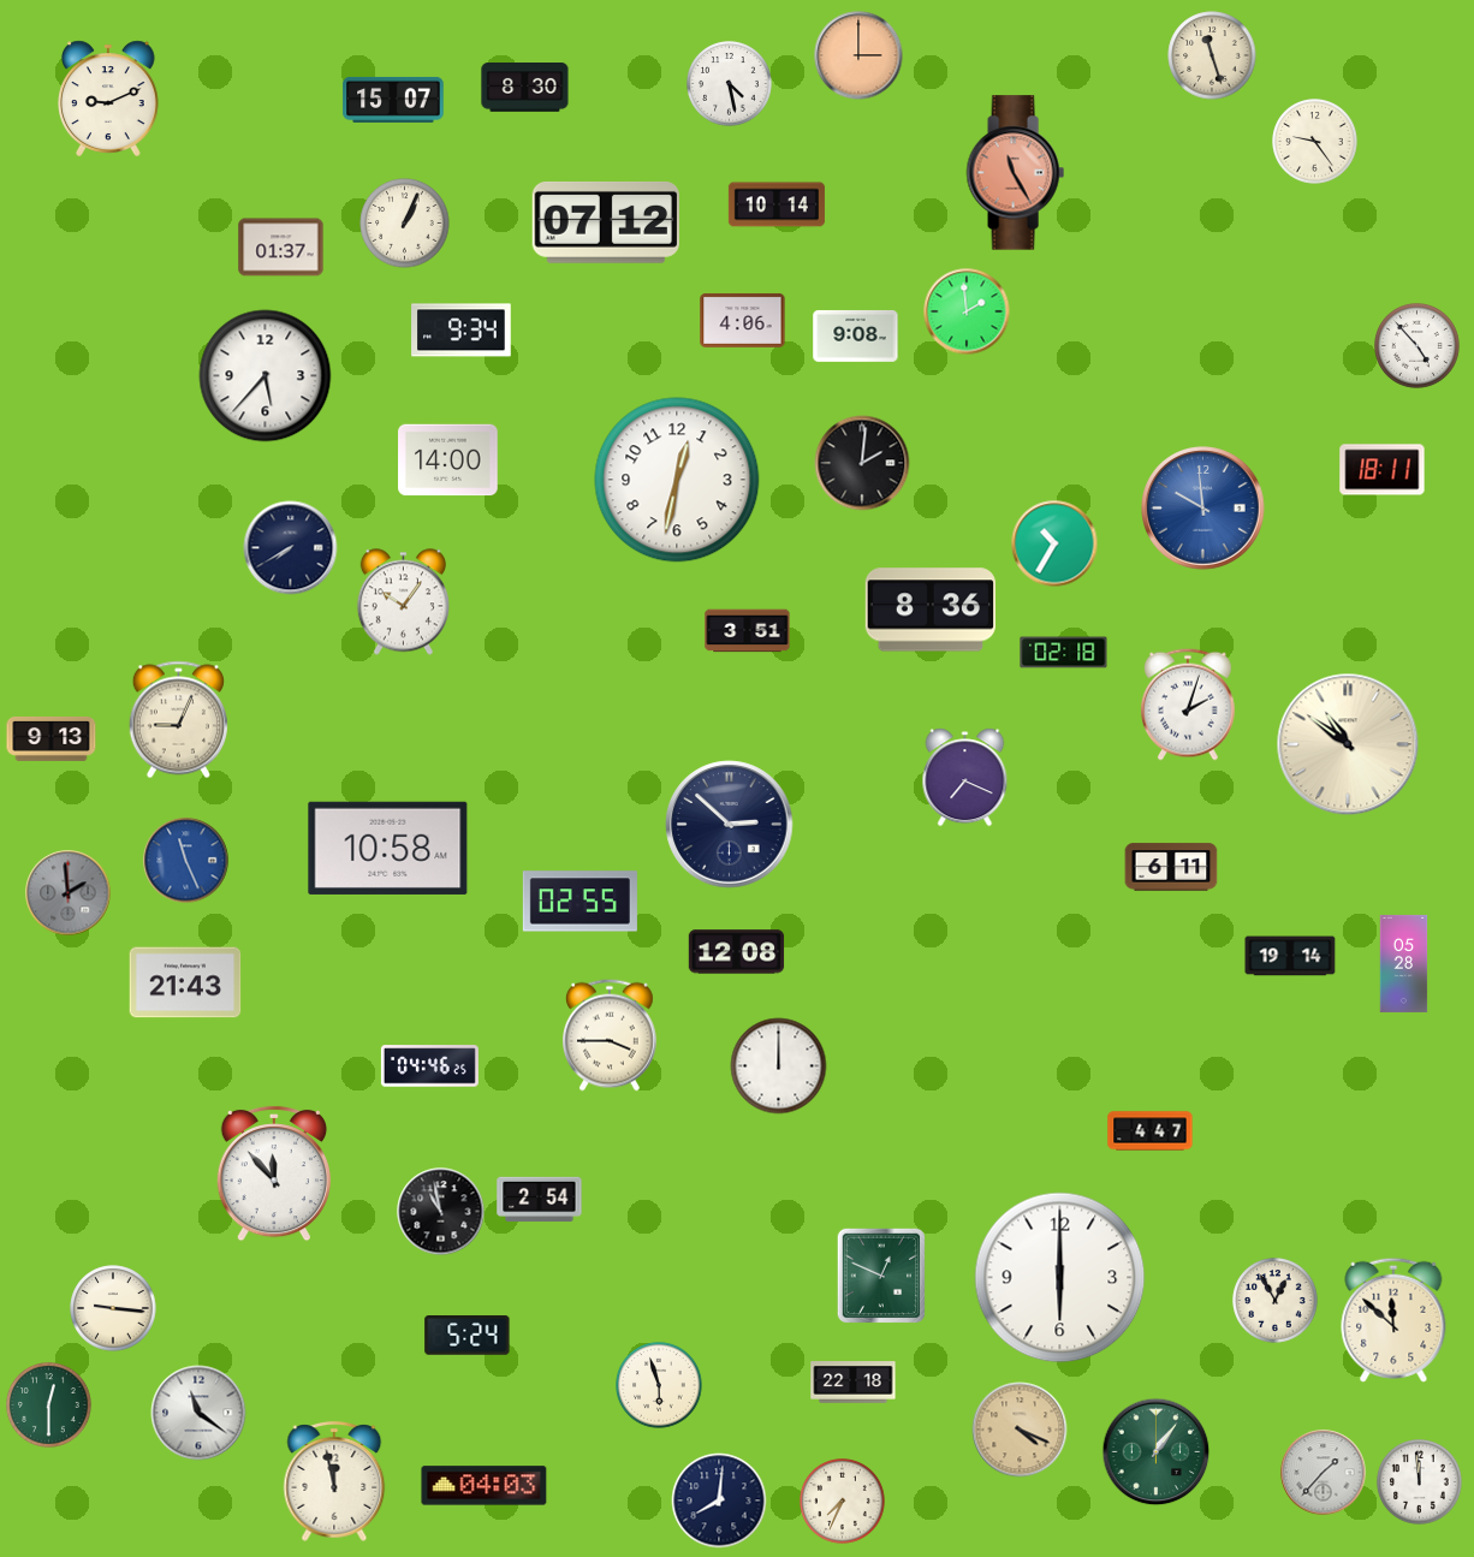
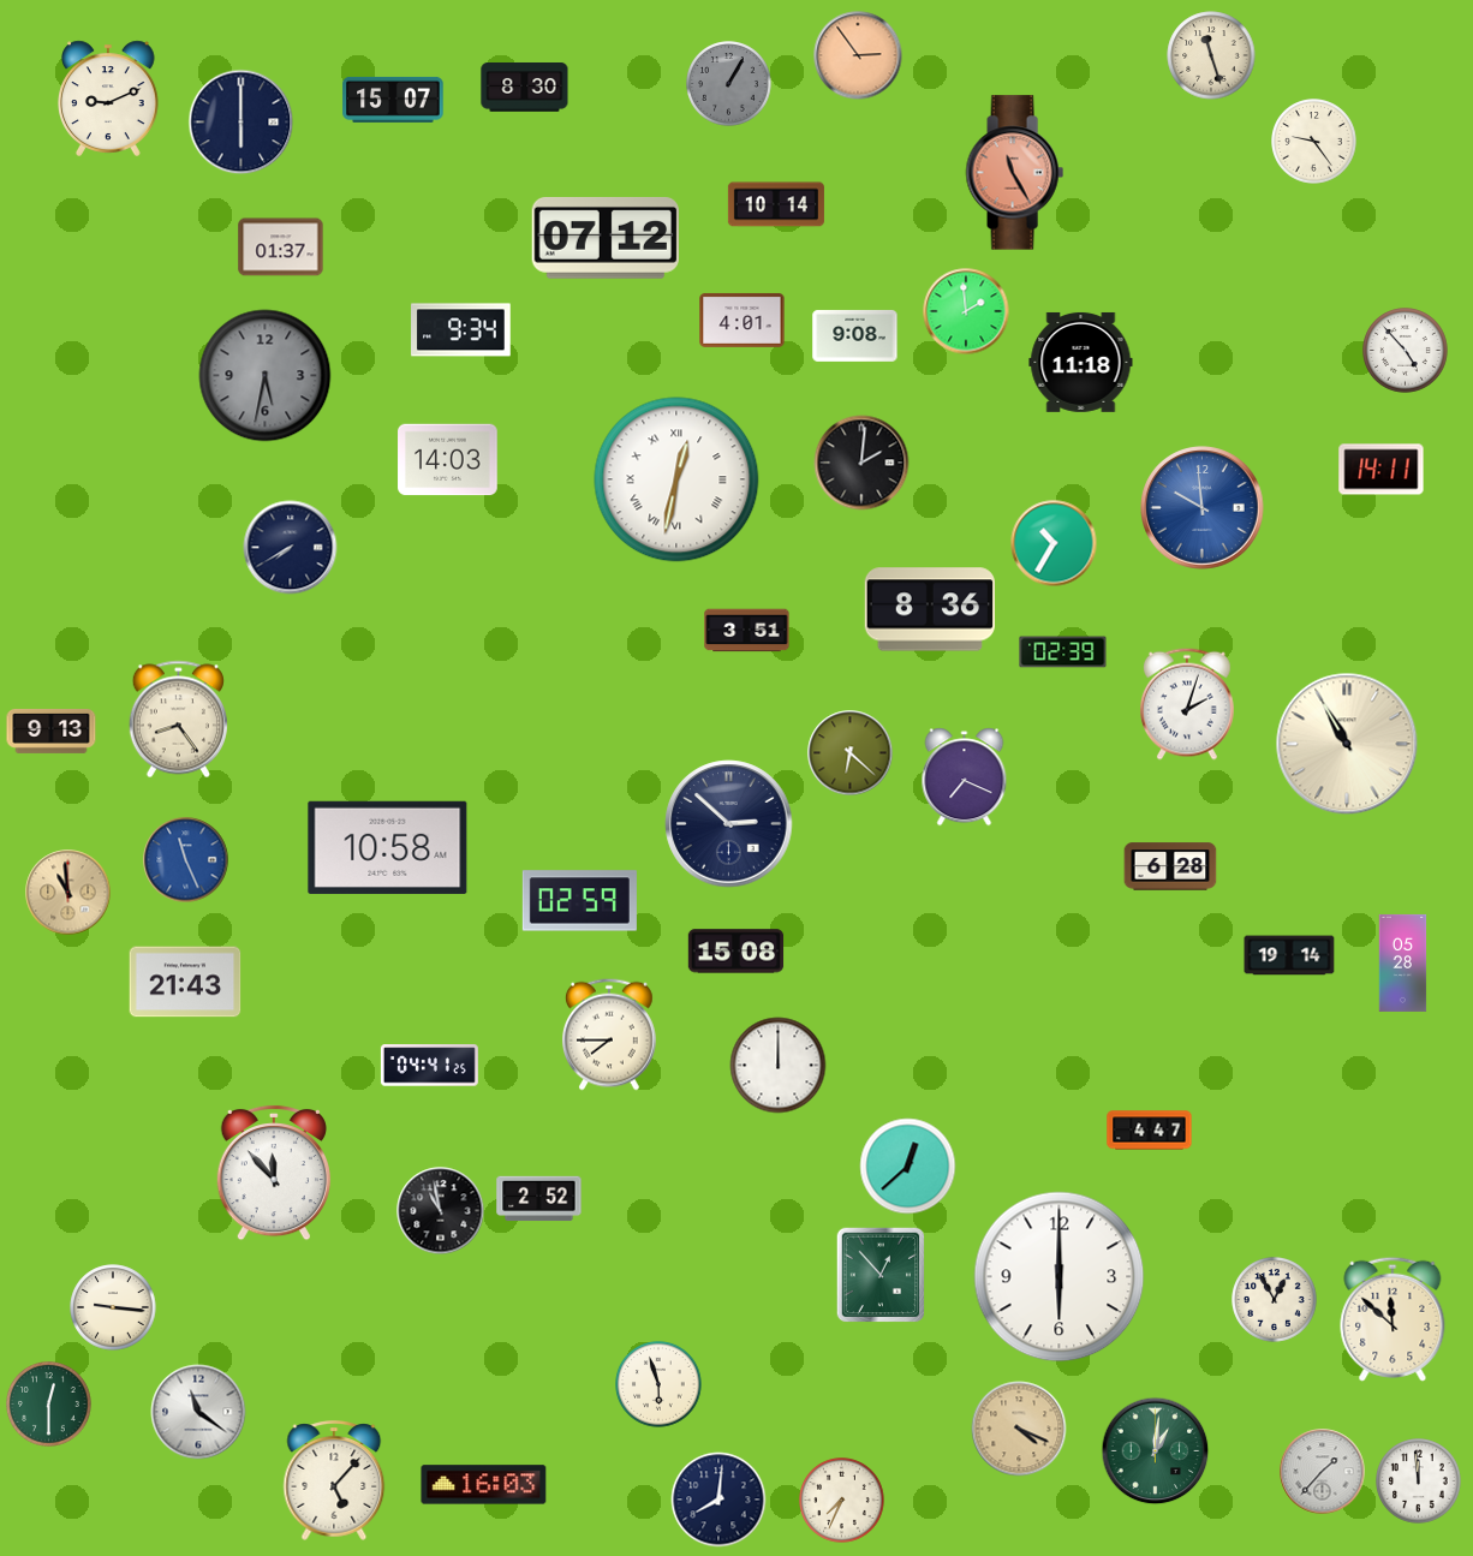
clock at (858, 55): 3:00 -> 2:54
clock at (730, 84): 4:28 -> 1:05
clock at (730, 84) dial: white -> grey
clock at (241, 123): none -> 6:00
clock at (606, 222) position: (606, 222) -> (606, 238)
clock at (405, 224): 1:04 -> none
clock at (743, 321): 4:06 -> 4:01
clock at (1417, 346) position: (1417, 346) -> (1406, 351)
clock at (1081, 362): none -> 11:18
clock at (266, 376): 5:37 -> 5:32
clock at (266, 376) dial: white -> grey
clock at (448, 460): 14:00 -> 14:03
clock at (1383, 470): 18:11 -> 14:11
clock at (677, 480) numerals: Arabic -> Roman
clock at (403, 602): 10:06 -> none
clock at (1064, 653): 02:18 -> 02:39
clock at (178, 720): 9:04 -> 8:24
clock at (52, 739) position: (52, 739) -> (52, 732)
clock at (1348, 744): 10:51 -> 10:55
clock at (851, 753): none -> 6:22
clock at (1171, 867): 6:11 -> 6:28
clock at (69, 893): 1:59 -> 10:59
clock at (69, 893) dial: grey -> champagne
clock at (580, 902): 02:55 -> 02:59
clock at (737, 952): 12:08 -> 15:08
clock at (611, 1035): 3:45 -> 7:45
clock at (429, 1066): 04:46 -> 04:41
clock at (908, 1167): none -> 12:38
clock at (540, 1200): 2:54 -> 2:52
clock at (881, 1276): 12:49 -> 12:53
clock at (468, 1336): 5:24 -> none
clock at (854, 1383): 22:18 -> none
clock at (1157, 1452): 1:06 -> 1:01
clock at (334, 1481): 11:58 -> 5:07
clock at (485, 1486): 04:03 -> 16:03
